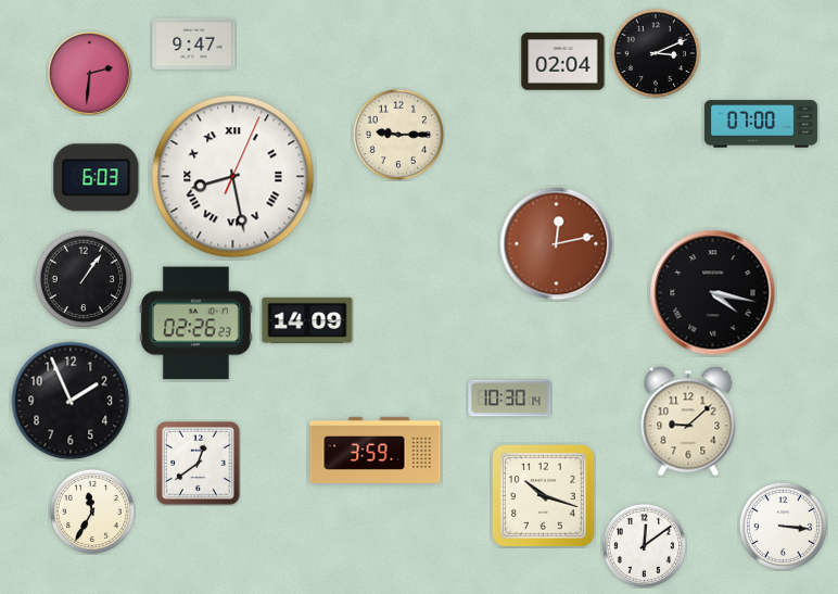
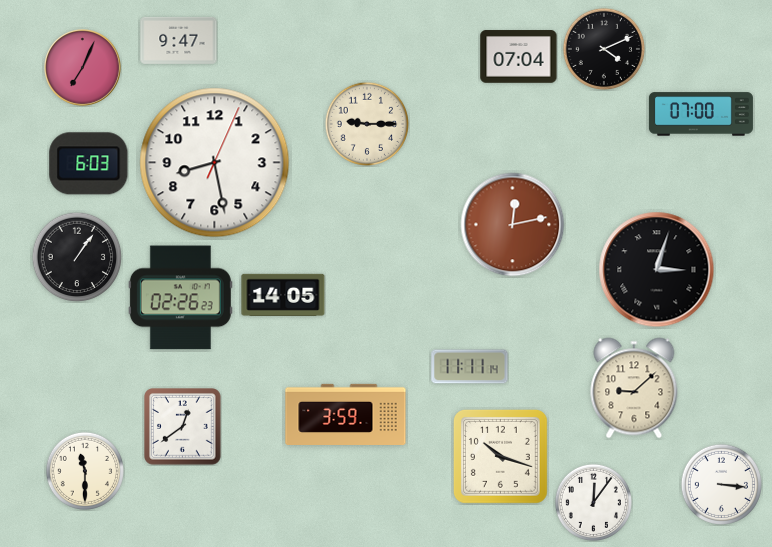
clock at (655, 52): 3:11 -> 4:11
clock at (563, 62): 02:04 -> 07:04
clock at (90, 74): 2:31 -> 7:04
clock at (233, 177) numerals: Roman -> Arabic
clock at (713, 293): 4:17 -> 3:03
clock at (307, 320): 14:09 -> 14:05
clock at (510, 399): 10:30 -> 11:11
clock at (71, 401): 1:56 -> none
clock at (92, 511): 11:35 -> 11:30
clock at (644, 545): 12:09 -> 12:06
